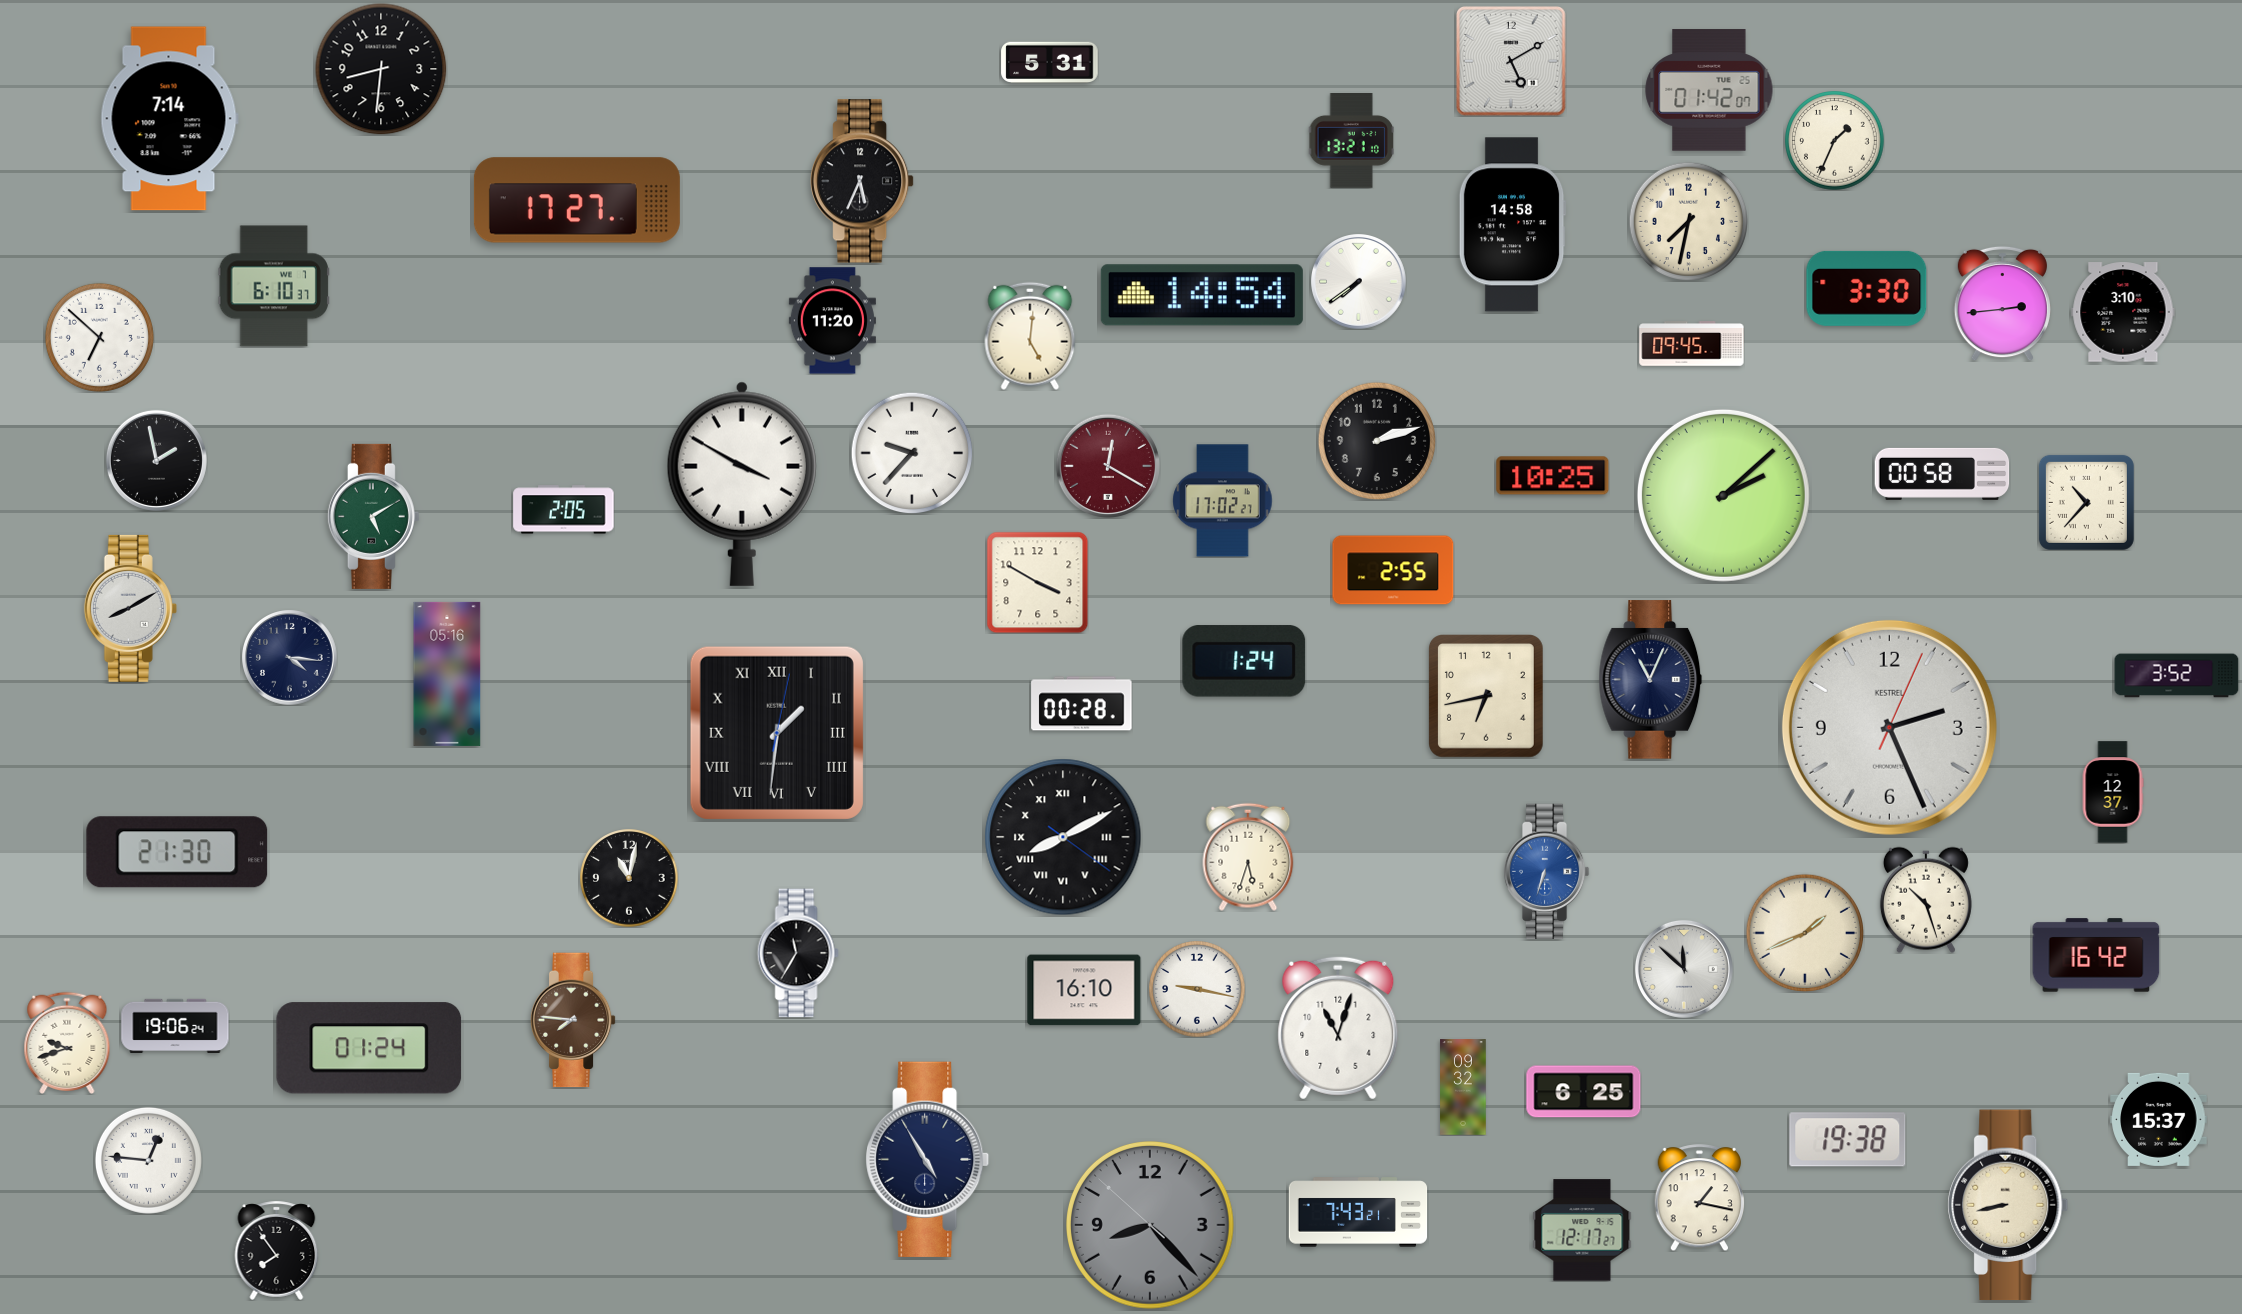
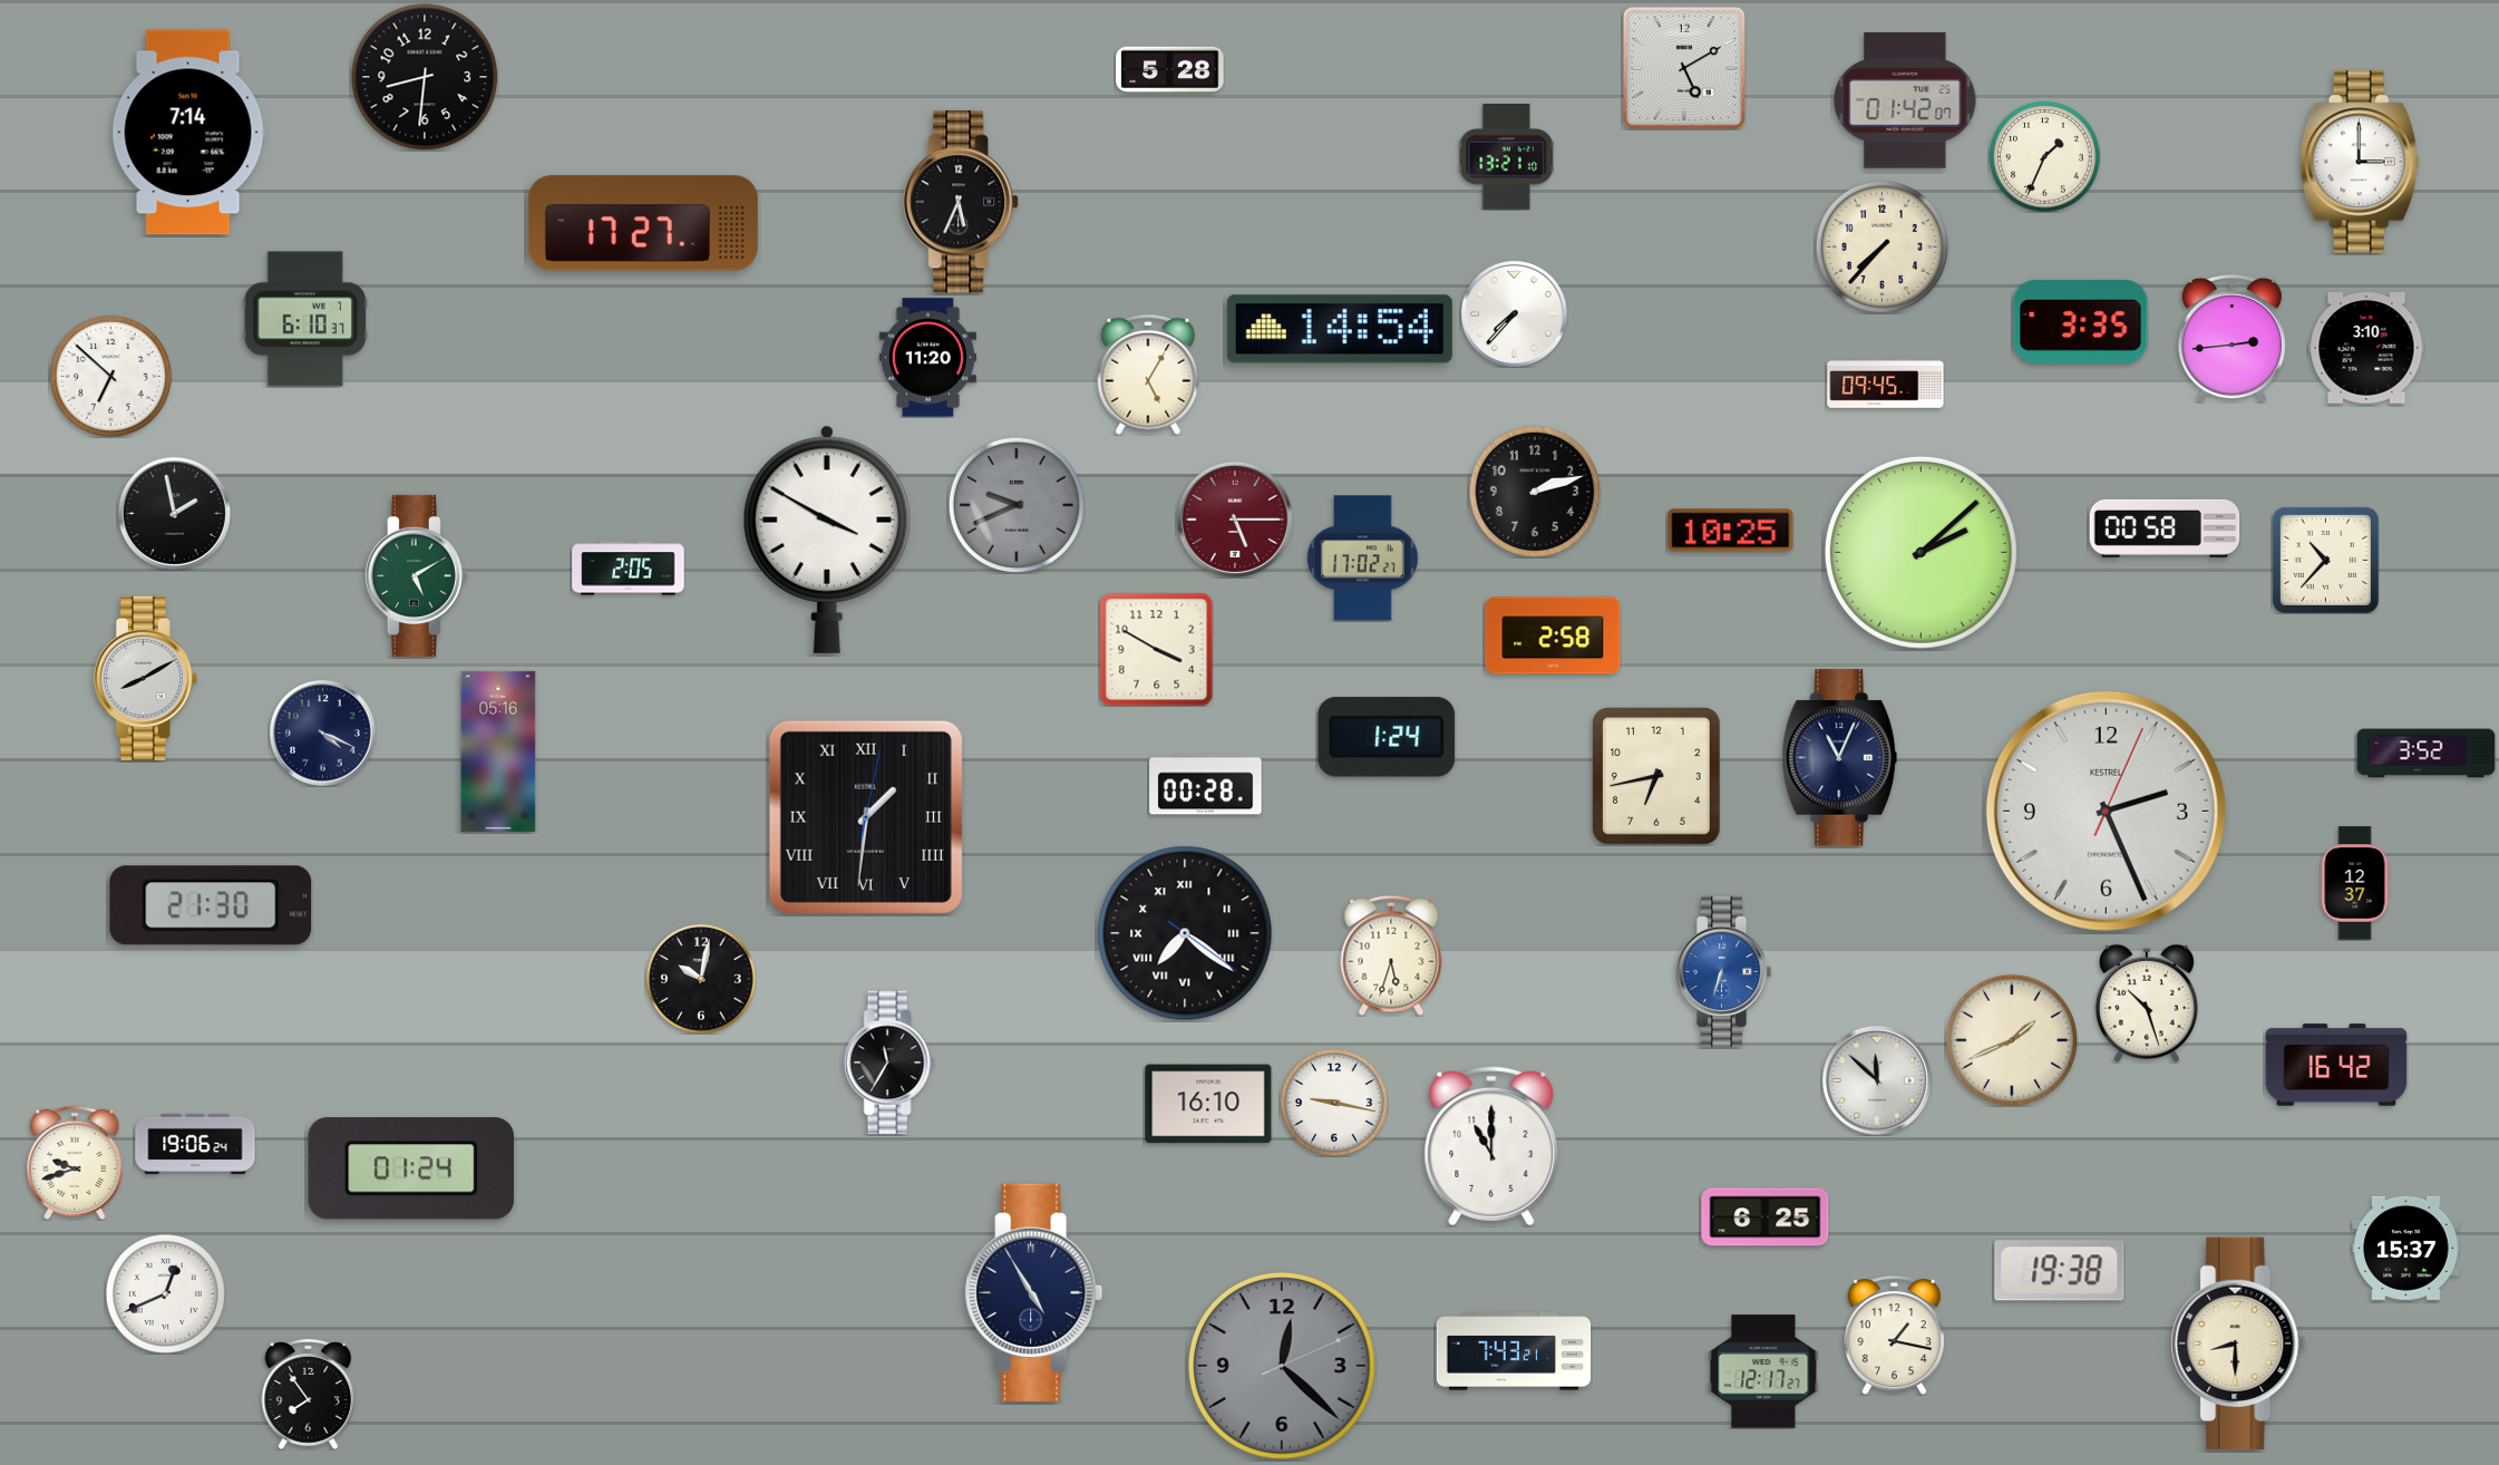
clock at (1050, 63): 5:31 -> 5:28
clock at (2360, 162): none -> 3:00
clock at (1688, 221): 7:32 -> 7:37
clock at (1512, 225): 14:58 -> none
clock at (1359, 282): 7:39 -> 7:37
clock at (1867, 288): 3:30 -> 3:35
clock at (1030, 336): 5:01 -> 5:05
clock at (912, 453): 9:37 -> 9:41
clock at (912, 453) dial: white -> grey
clock at (1107, 465): 12:20 -> 5:15
clock at (1393, 570): 2:55 -> 2:58
clock at (290, 658): 4:16 -> 4:19
clock at (1063, 837): 8:10 -> 7:21
clock at (177, 852) position: (177, 852) -> (211, 905)
clock at (629, 878): 11:02 -> 10:02
clock at (573, 1020): 7:46 -> none
clock at (1338, 1028): 11:03 -> 11:00
clock at (1463, 1087): 09:32 -> none
clock at (148, 1160): 12:46 -> 12:41
clock at (2008, 1205): 8:43 -> 8:30
clock at (1151, 1226): 8:22 -> 12:22
